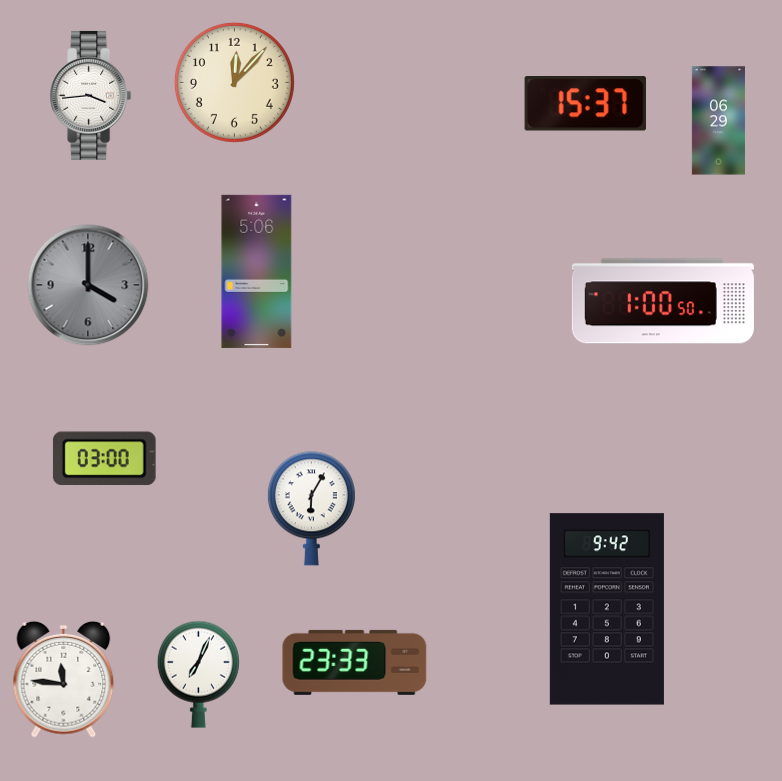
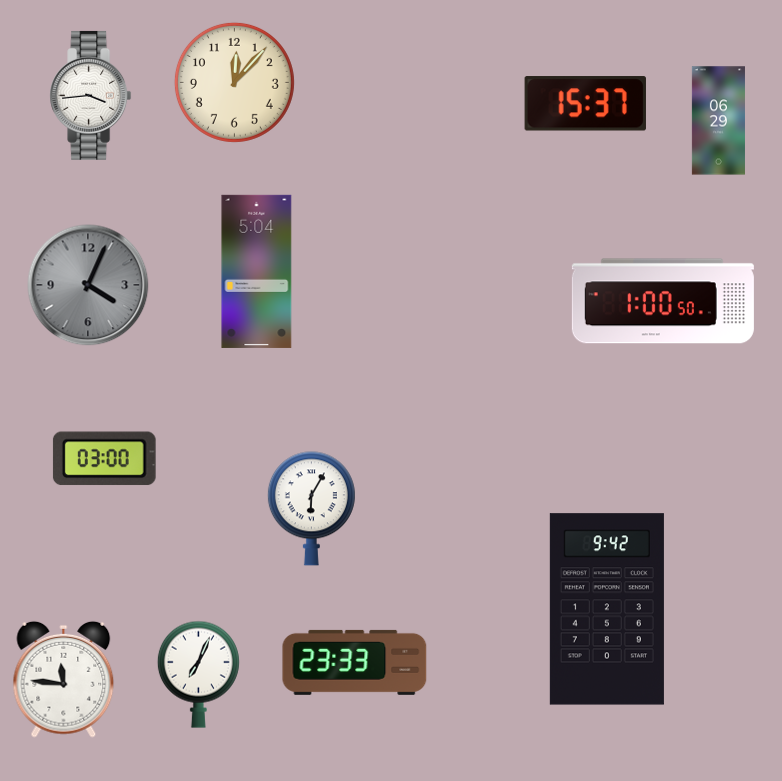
clock at (257, 271): 5:06 -> 5:04
clock at (88, 285): 4:00 -> 4:04
